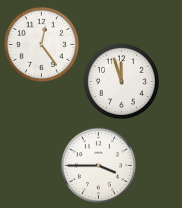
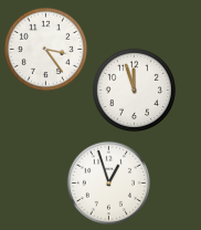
clock at (41, 44): 12:24 -> 3:24
clock at (98, 165): 3:45 -> 12:57
